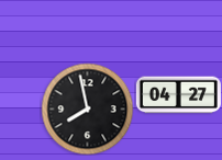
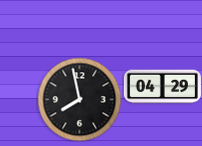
clock at (178, 95): 04:27 -> 04:29
